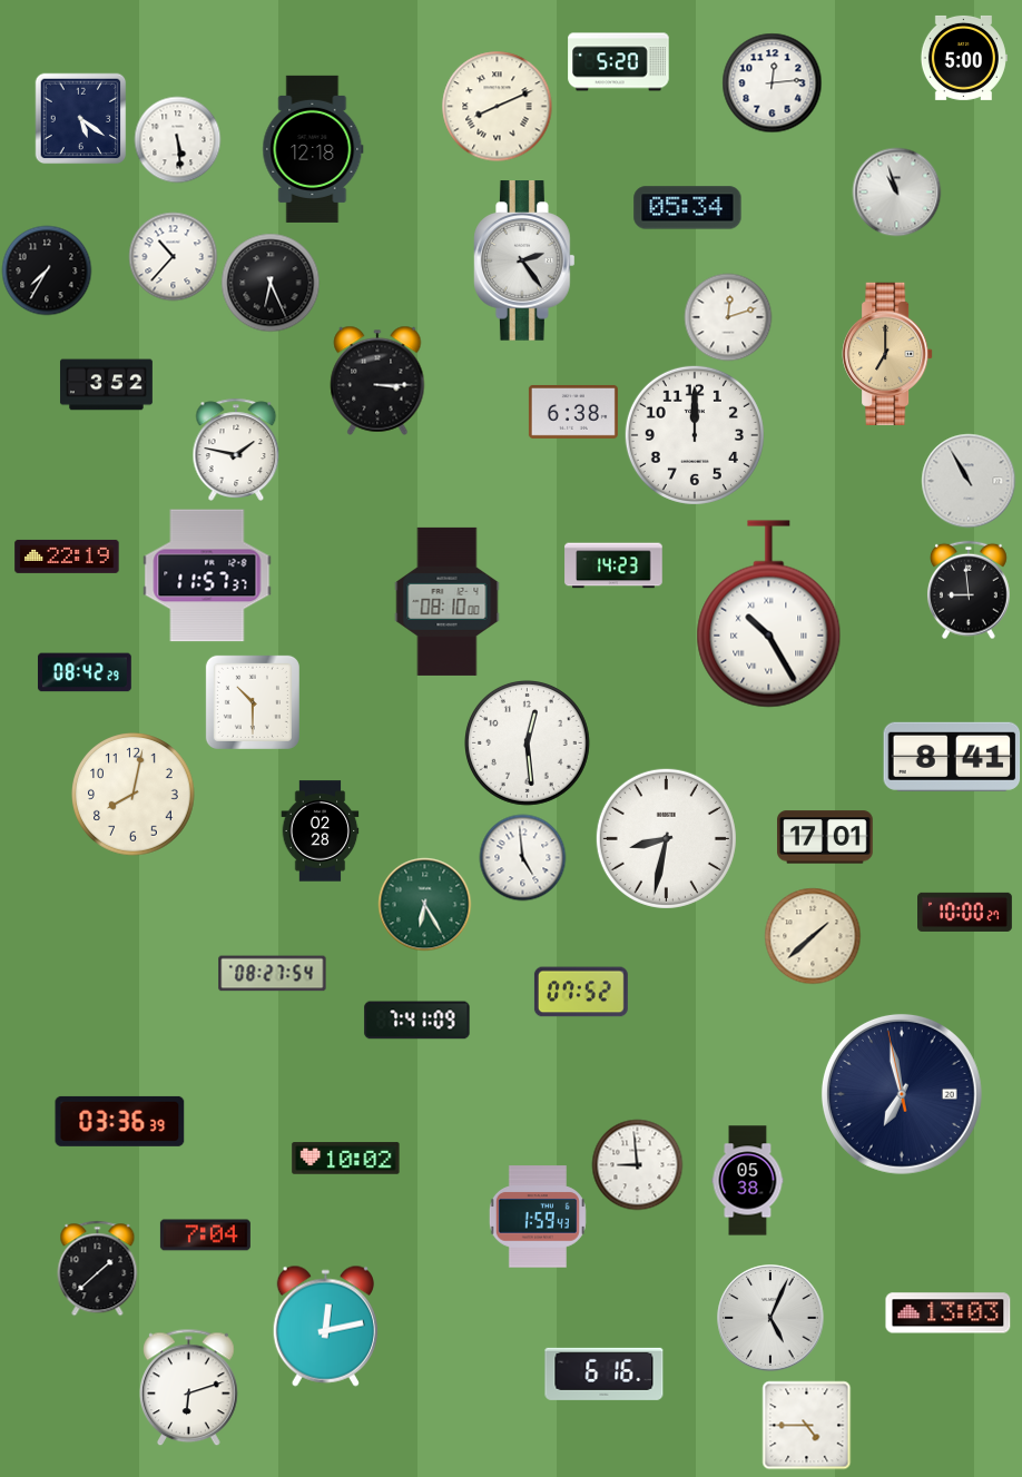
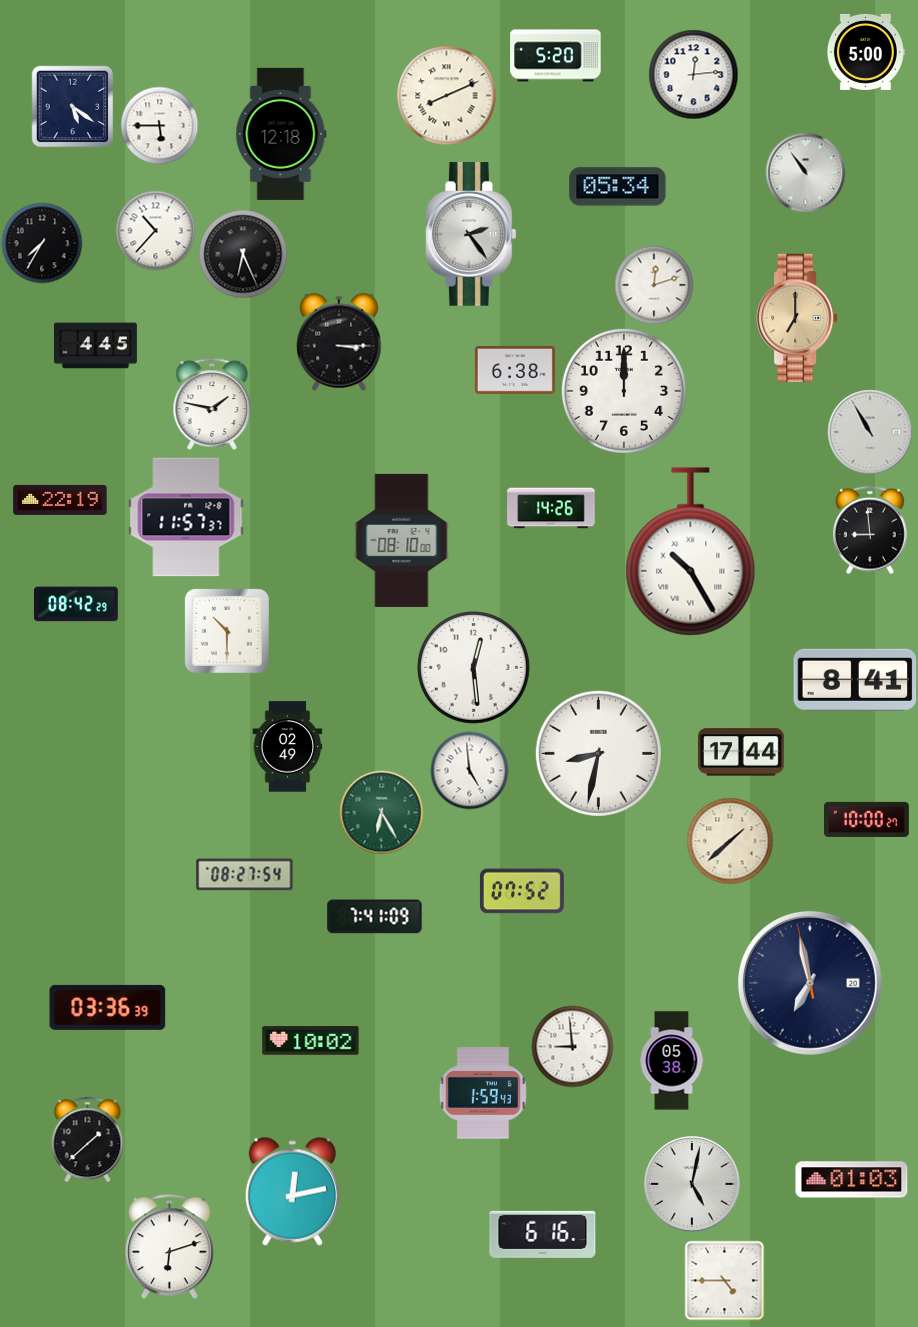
clock at (177, 139): 5:29 -> 5:45
clock at (896, 191): 10:57 -> 10:54
clock at (106, 385): 3:52 -> 4:45
clock at (613, 565): 14:23 -> 14:26
clock at (134, 795): 8:02 -> none
clock at (321, 831): 02:28 -> 02:49
clock at (826, 837): 17:01 -> 17:44
clock at (205, 1235): 7:04 -> none
clock at (949, 1313): 13:03 -> 01:03
clock at (770, 1318): 5:04 -> 5:02
